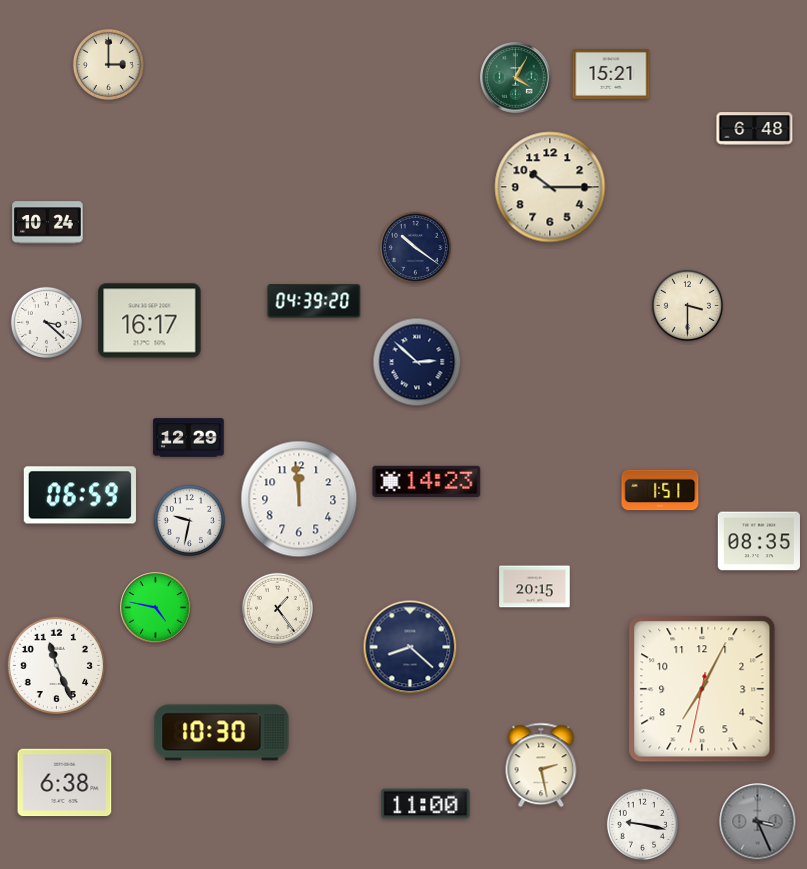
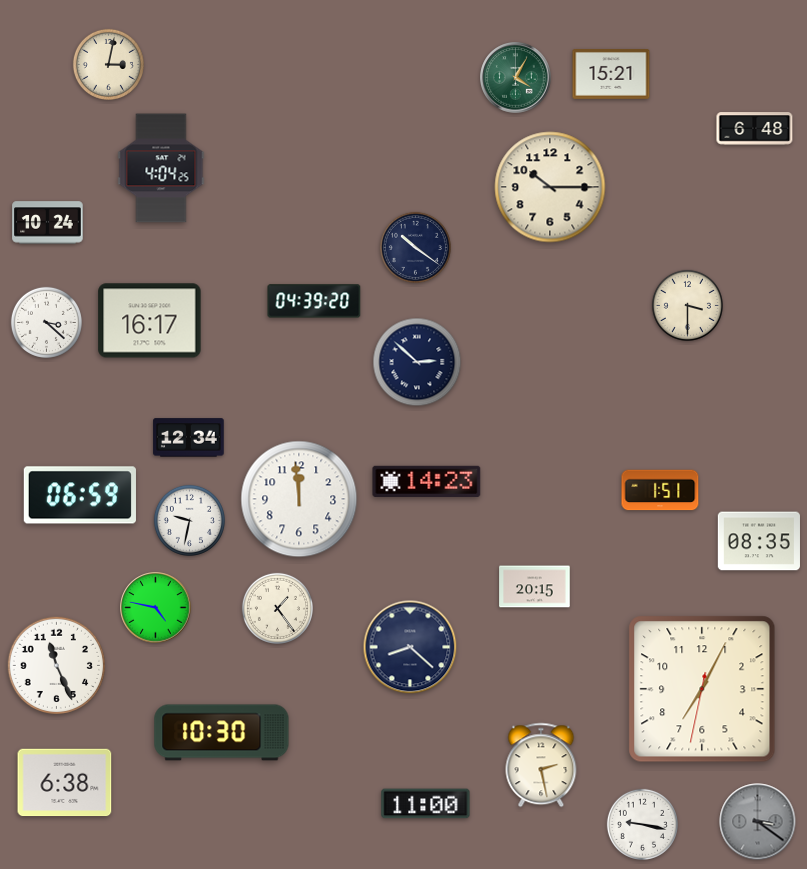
clock at (108, 64): 3:00 -> 3:02
clock at (161, 168): none -> 4:04
clock at (189, 438): 12:29 -> 12:34
clock at (758, 822): 3:26 -> 3:21
